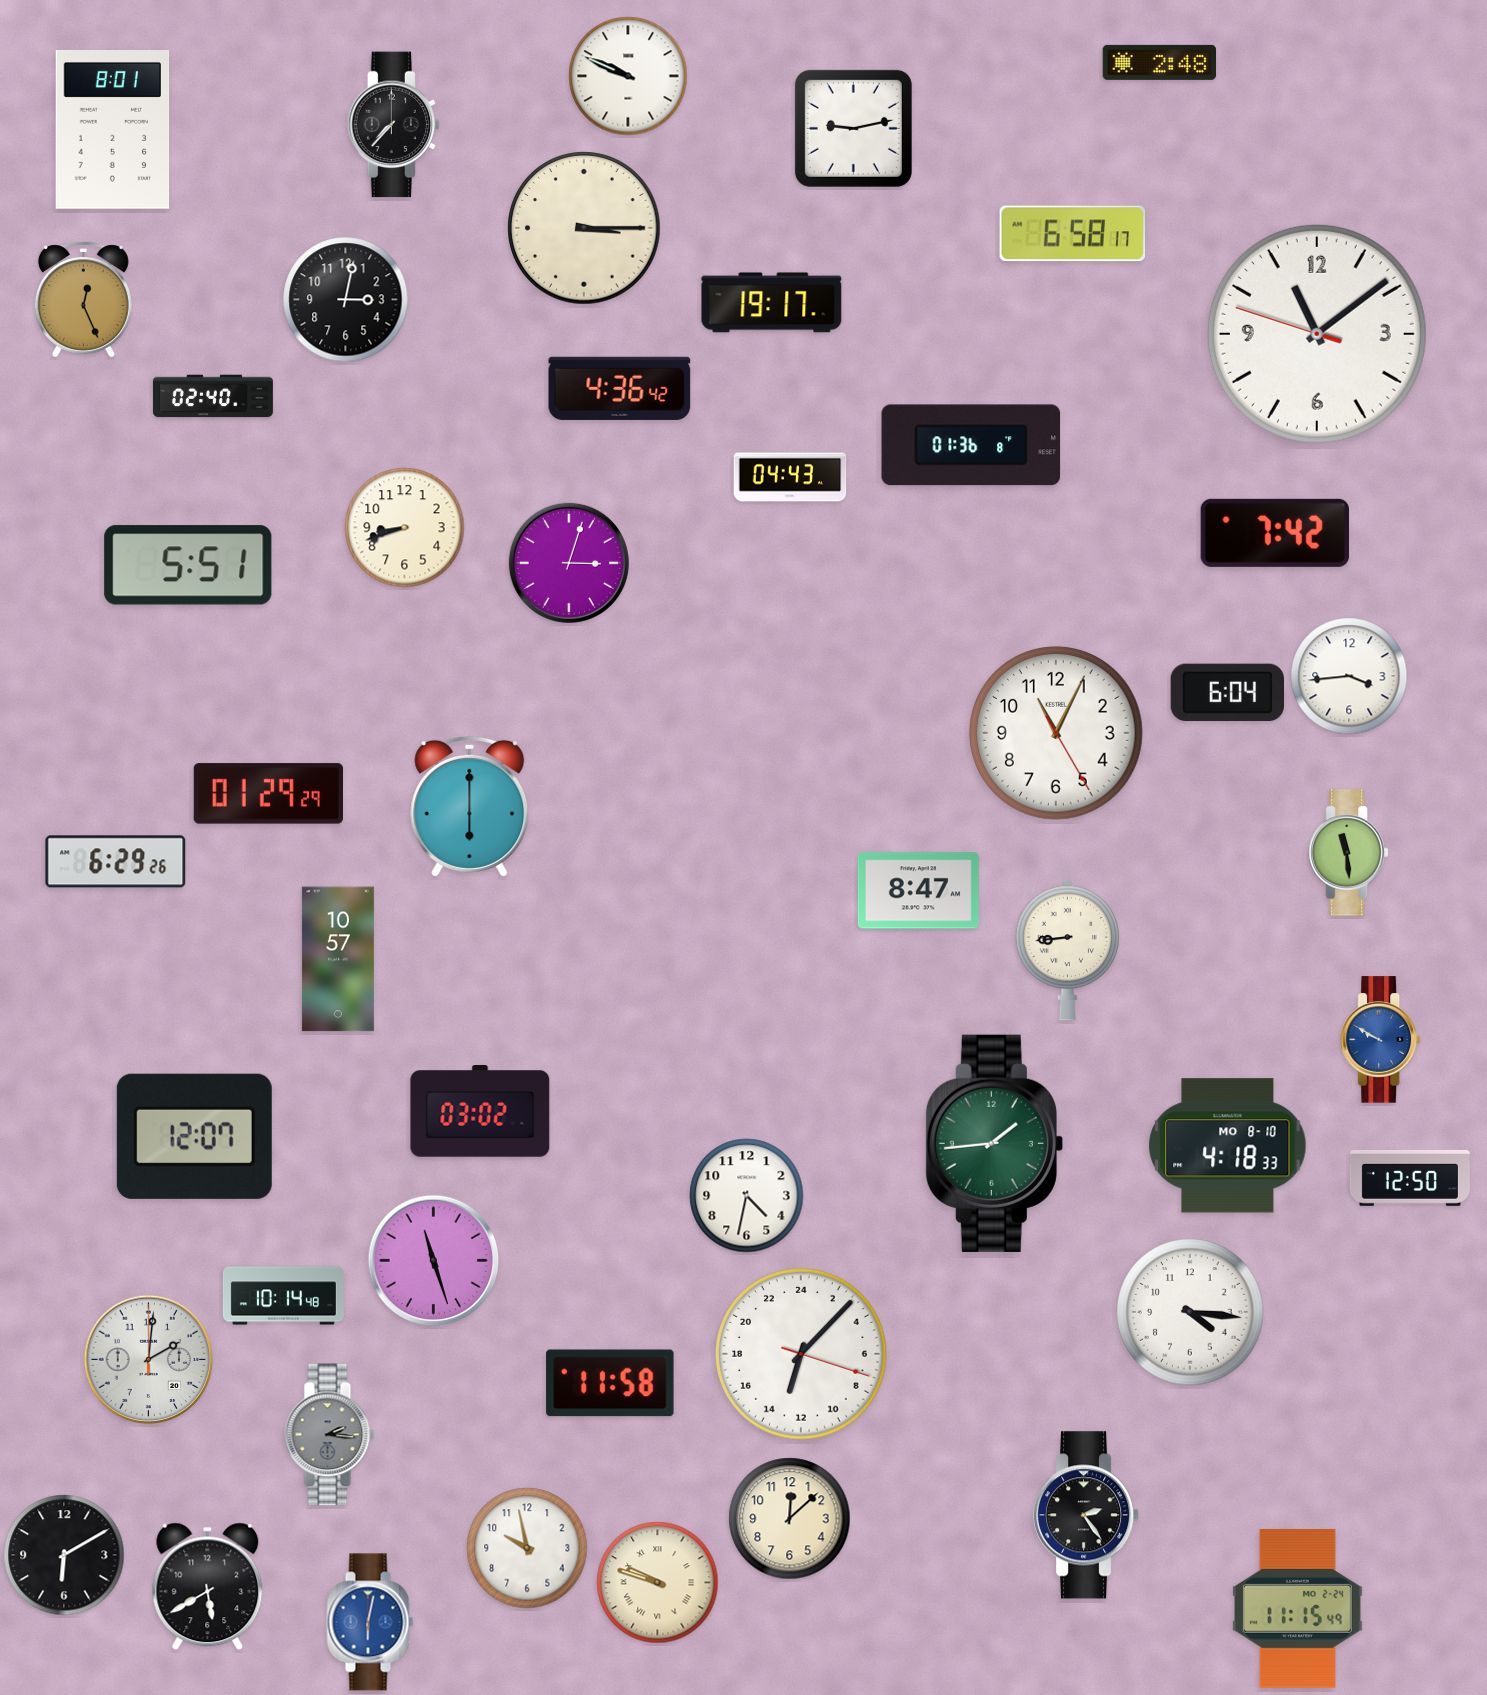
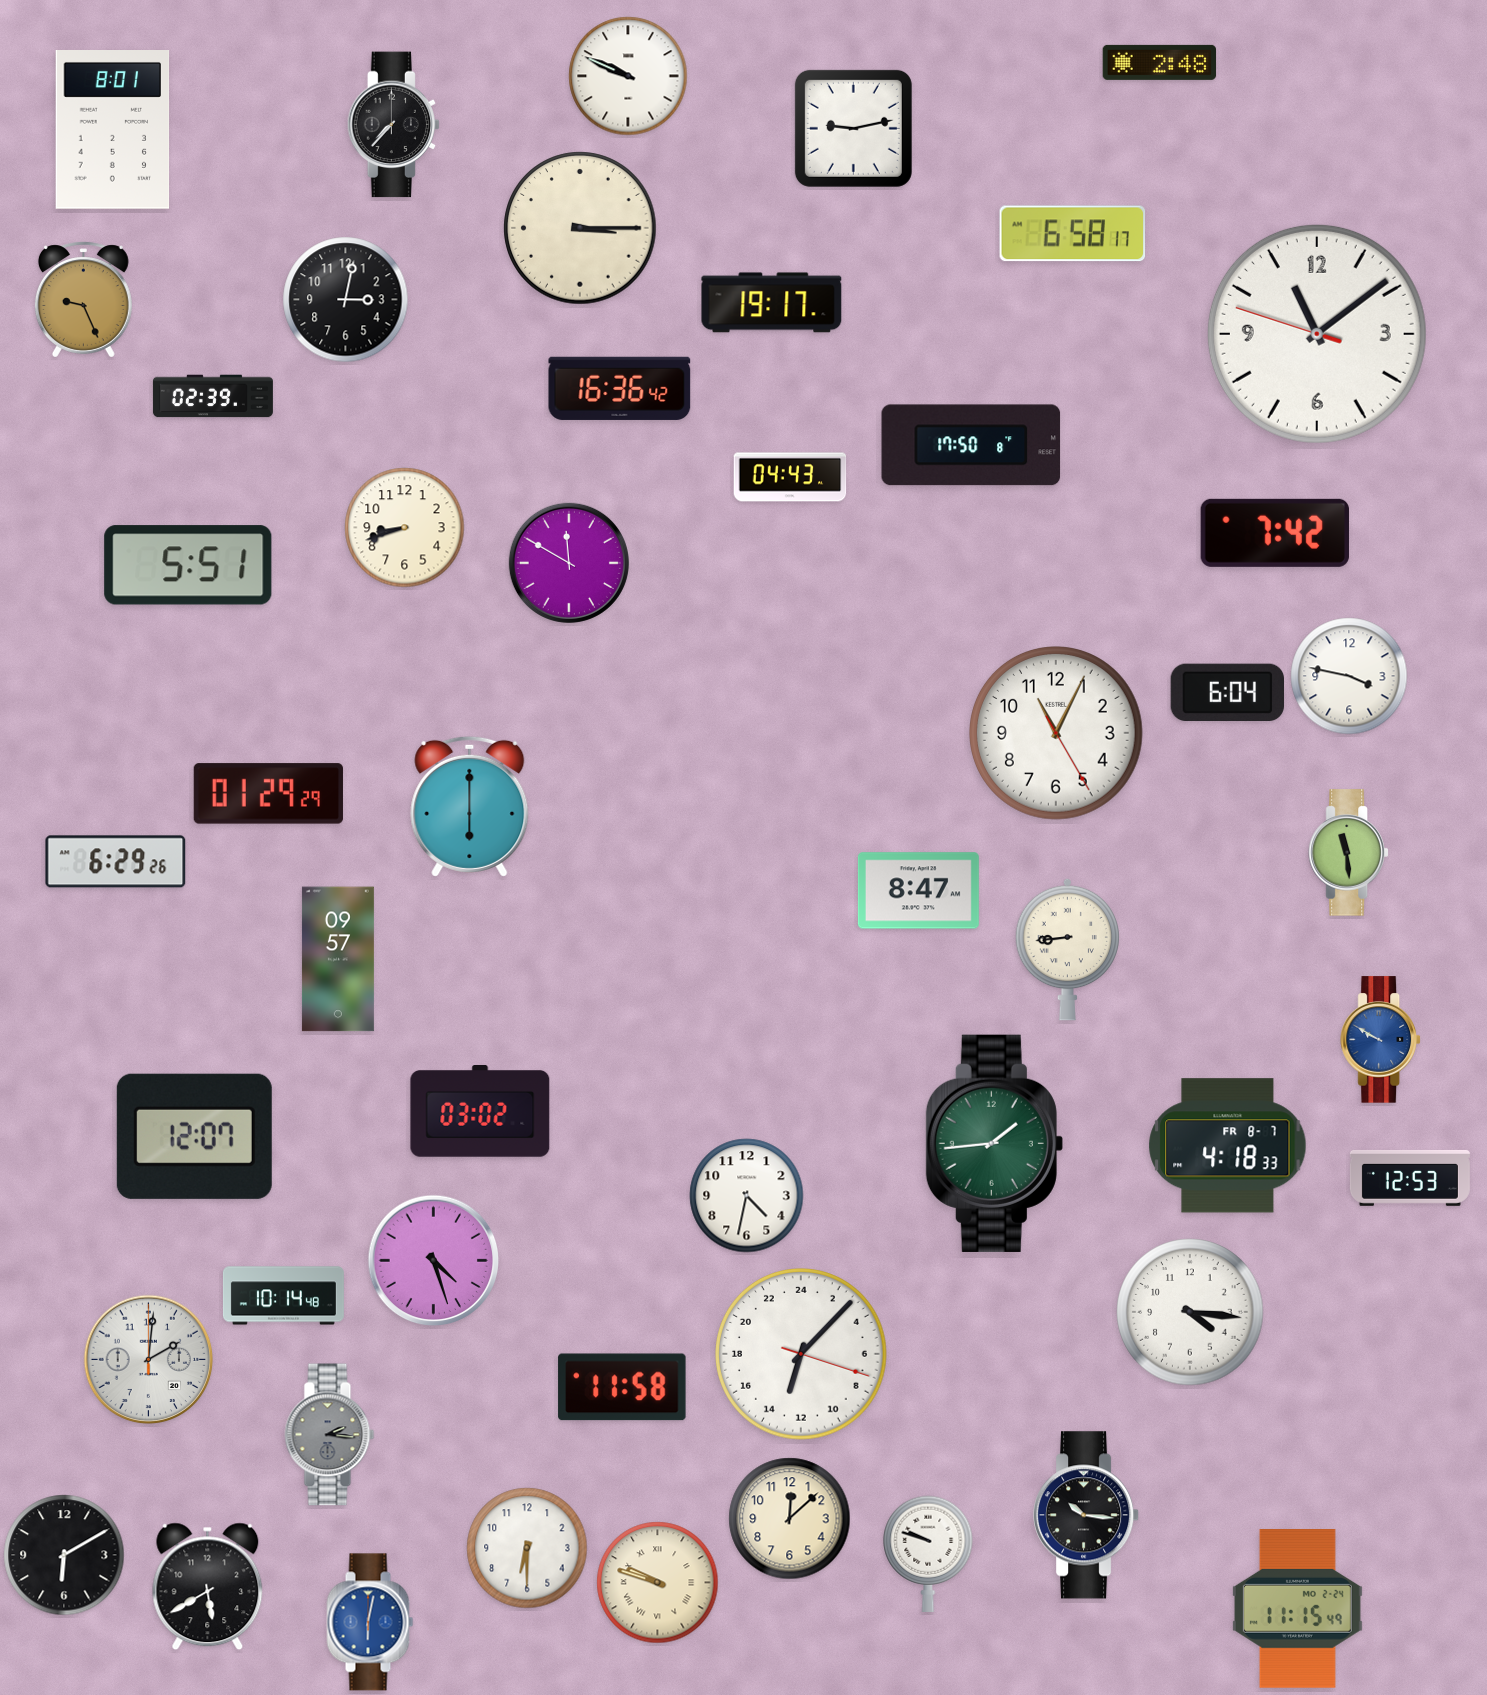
clock at (584, 228) position: (584, 228) -> (580, 228)
clock at (83, 300): 12:26 -> 9:26
clock at (620, 388): 4:36 -> 16:36
clock at (213, 396): 02:40 -> 02:39
clock at (971, 445): 01:36 -> 17:50
clock at (569, 563): 3:03 -> 11:50
clock at (1349, 676): 3:44 -> 3:47
clock at (338, 959): 10:57 -> 09:57
clock at (1228, 1146) date: MO 8-10 -> FR 8-7
clock at (1410, 1178): 12:50 -> 12:53
clock at (434, 1261): 11:27 -> 4:27
clock at (610, 1383) position: (610, 1383) -> (622, 1387)
clock at (1087, 1515): 2:24 -> 10:16
clock at (527, 1548): 9:58 -> 6:30
clock at (928, 1554): none -> 9:48
